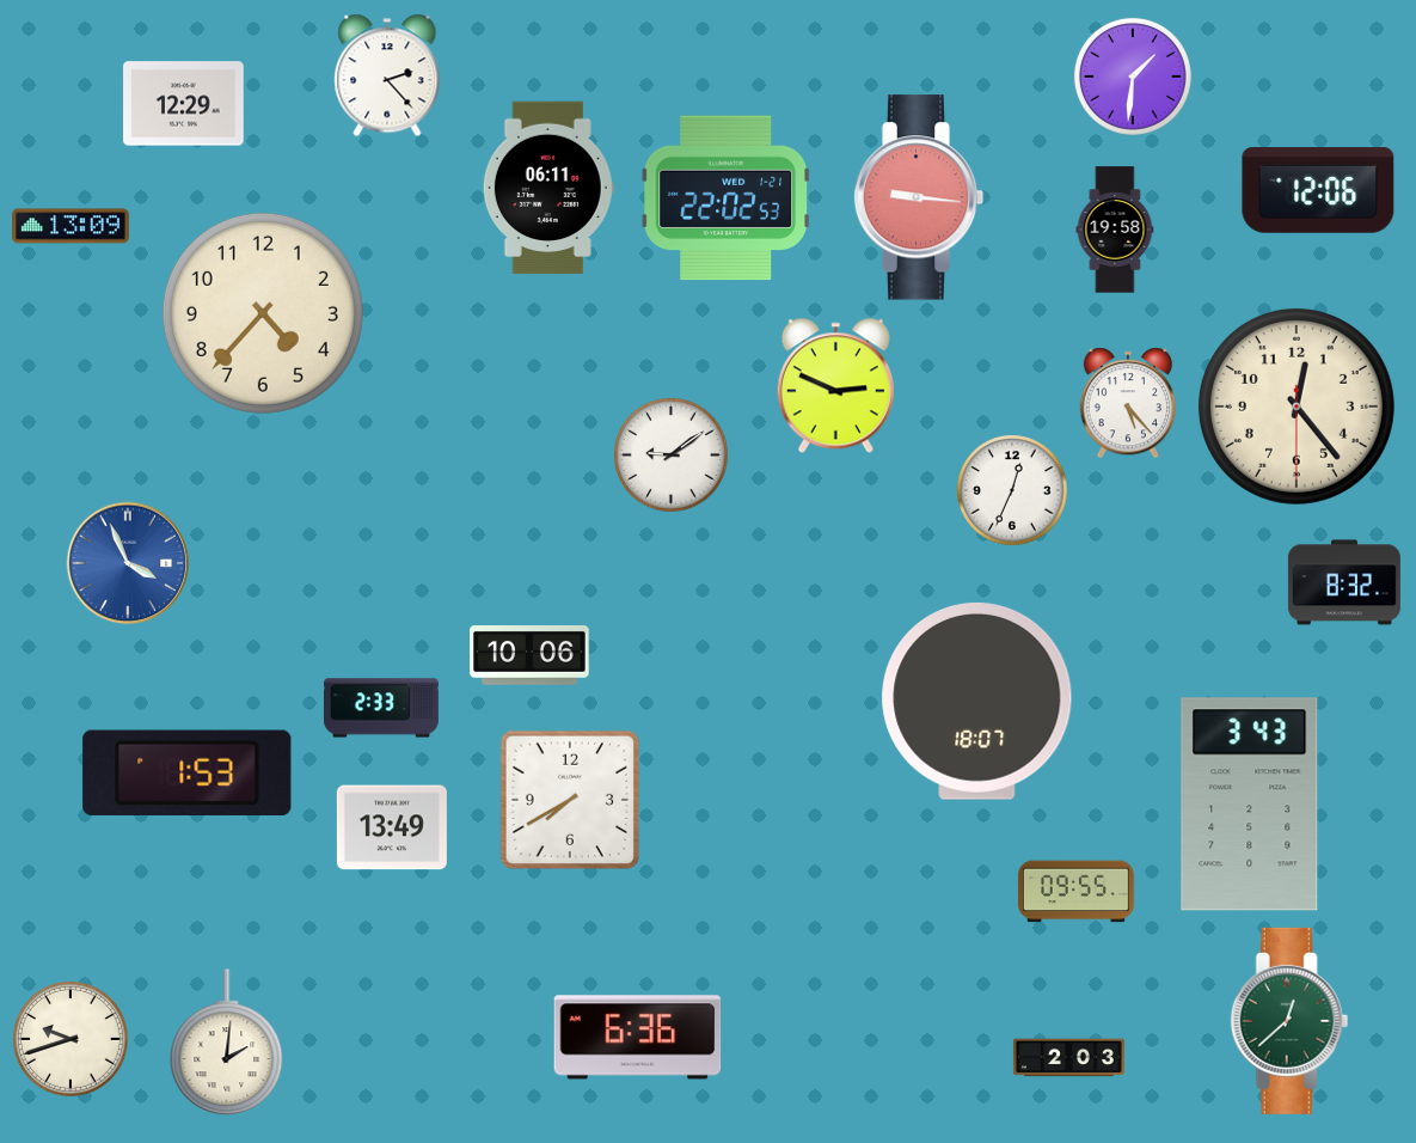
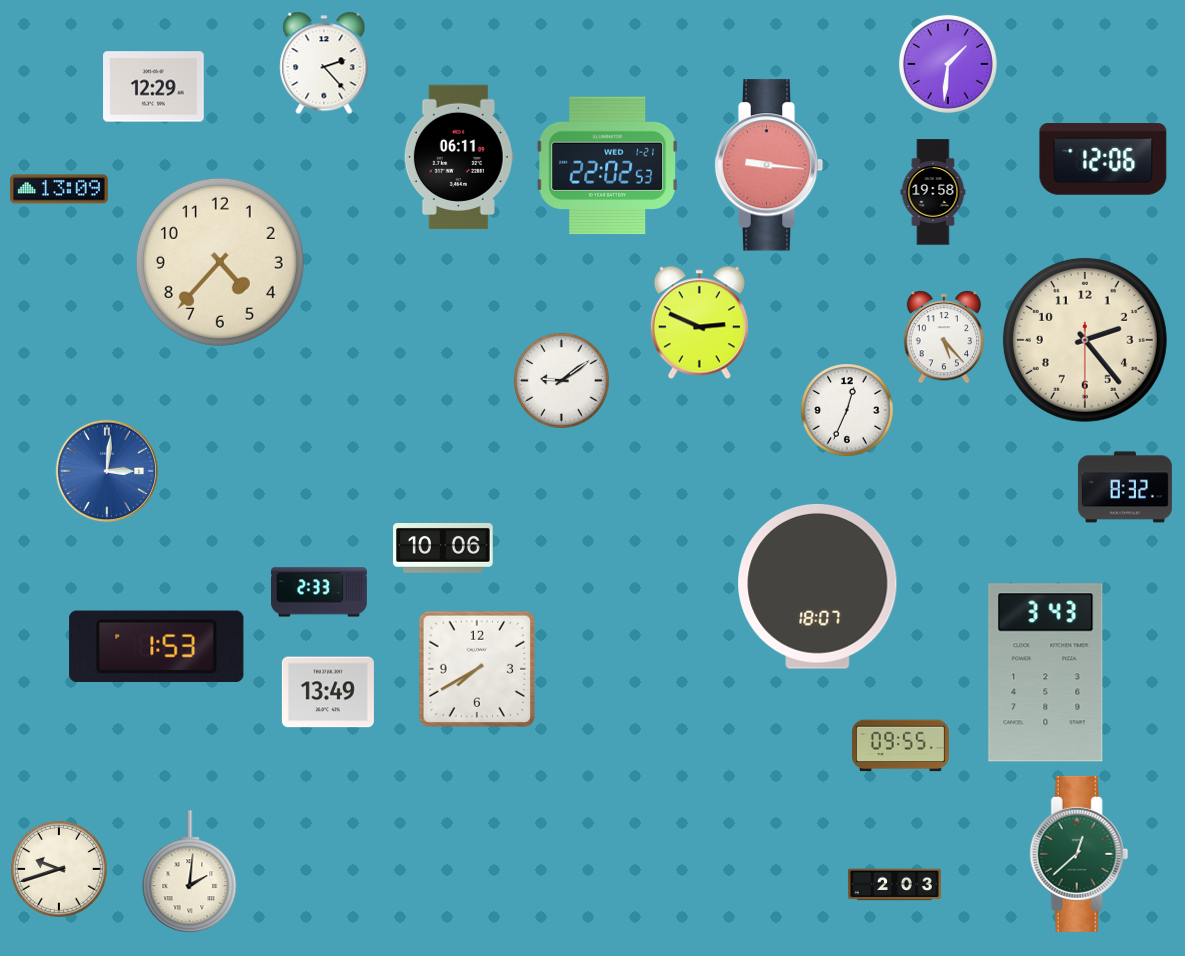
clock at (1297, 407): 12:23 -> 2:23
clock at (128, 563): 3:56 -> 3:01
clock at (638, 1038): 6:36 -> none
